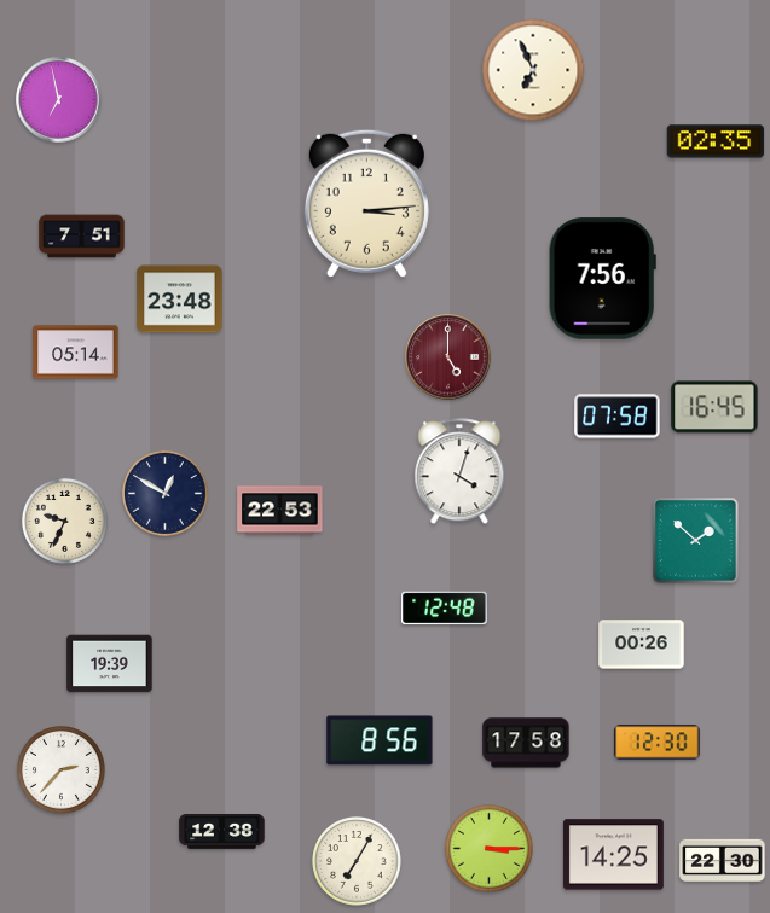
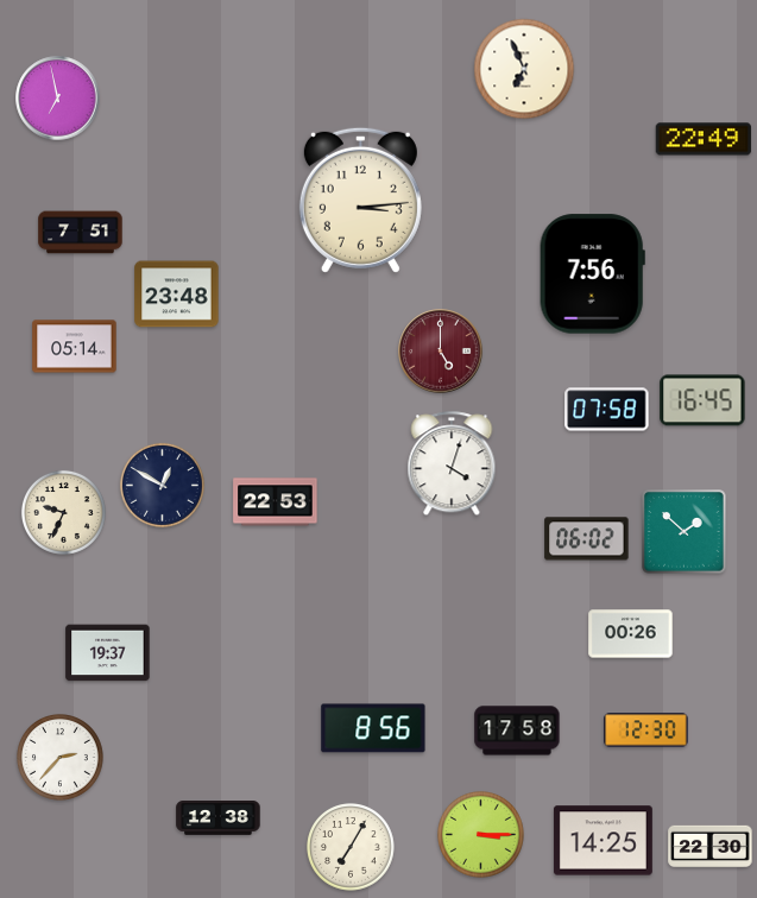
clock at (716, 141): 02:35 -> 22:49
clock at (587, 539): none -> 06:02
clock at (445, 609): 12:48 -> none
clock at (110, 664): 19:39 -> 19:37
